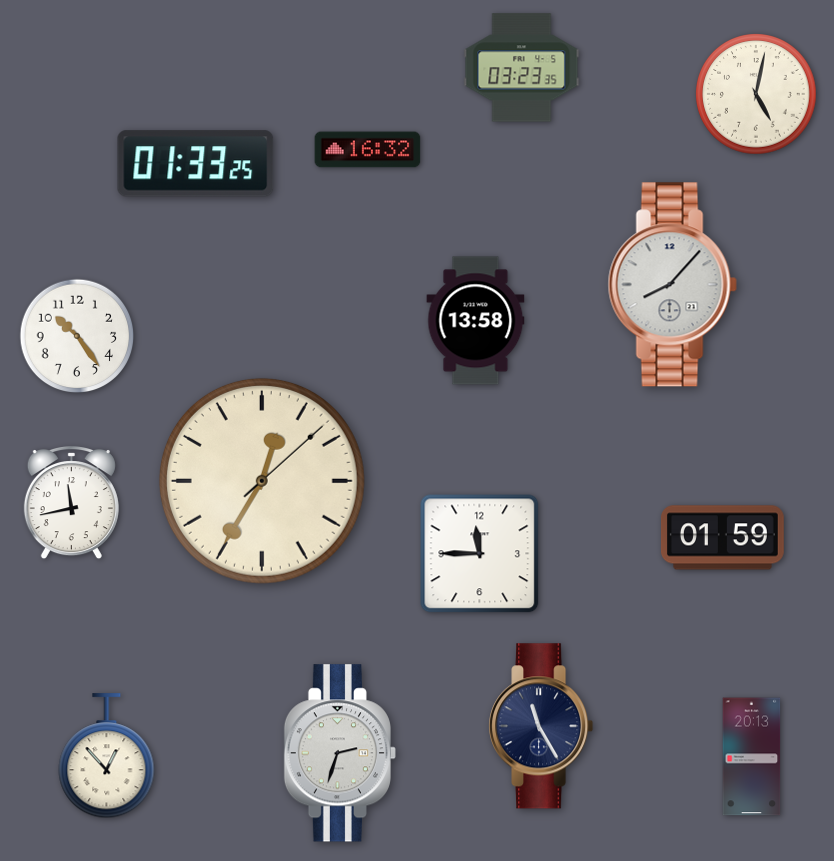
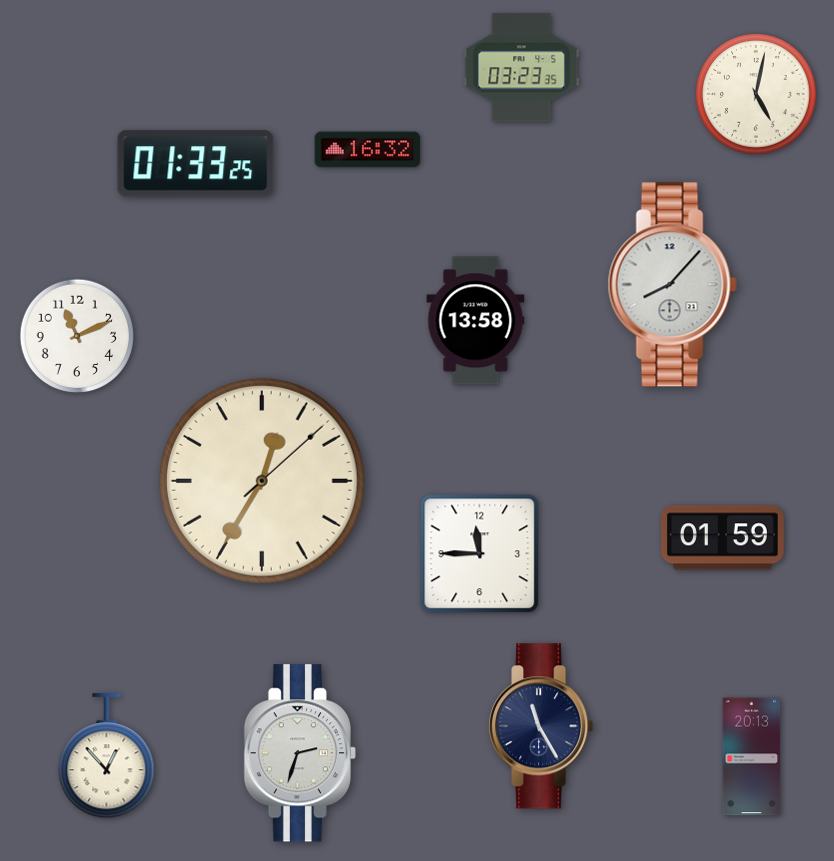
clock at (77, 336): 10:24 -> 11:11
clock at (71, 504): 11:43 -> none
clock at (339, 753) position: (339, 753) -> (299, 753)
